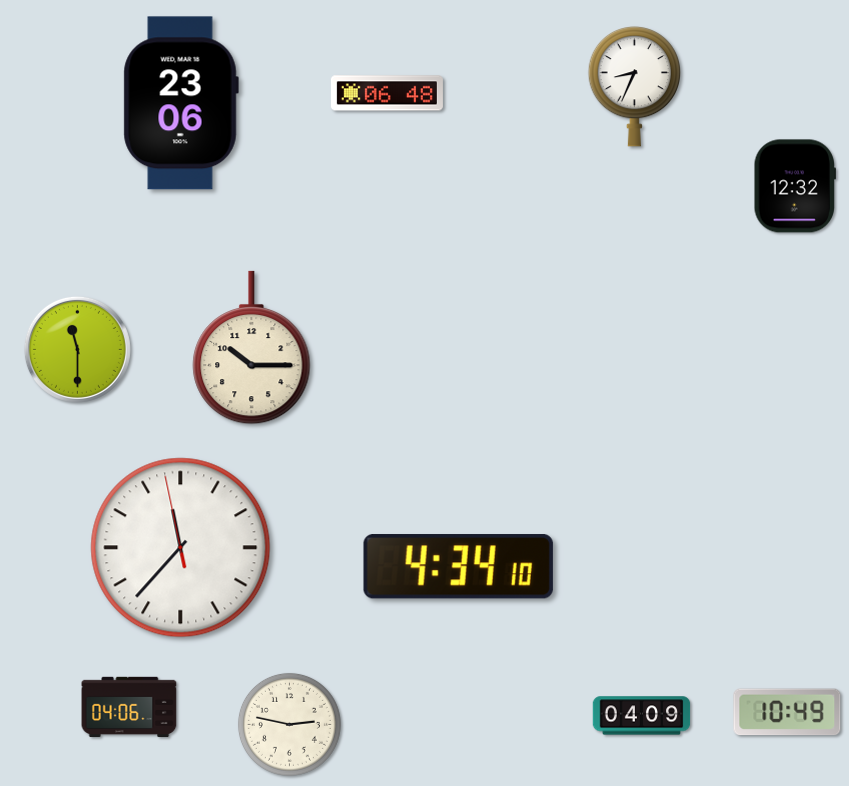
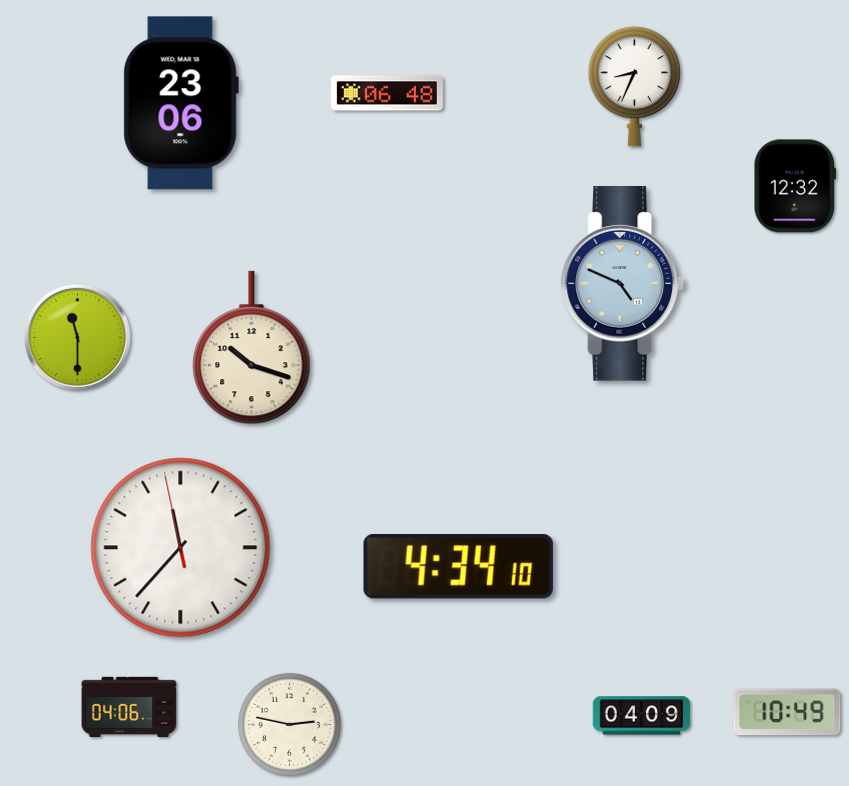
clock at (622, 284): none -> 4:49
clock at (252, 348): 10:15 -> 10:18
clock at (77, 349) position: (77, 349) -> (77, 337)
